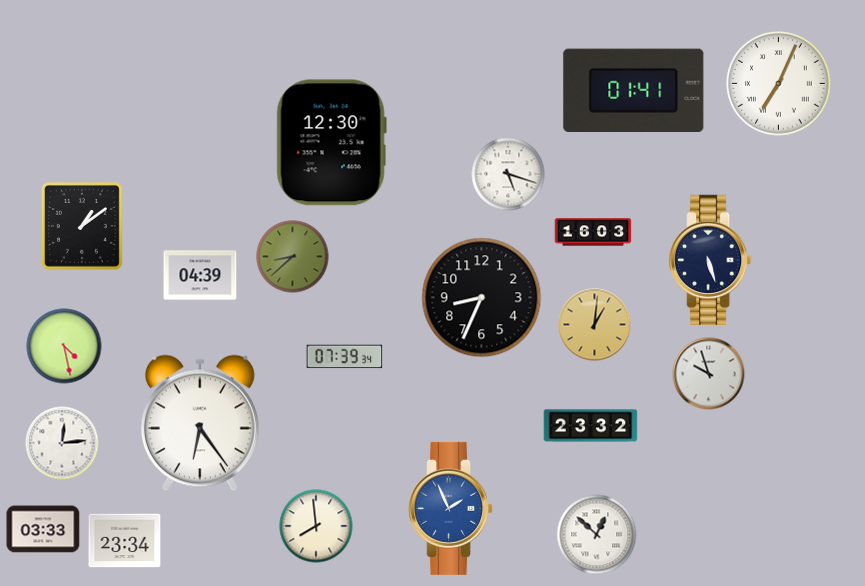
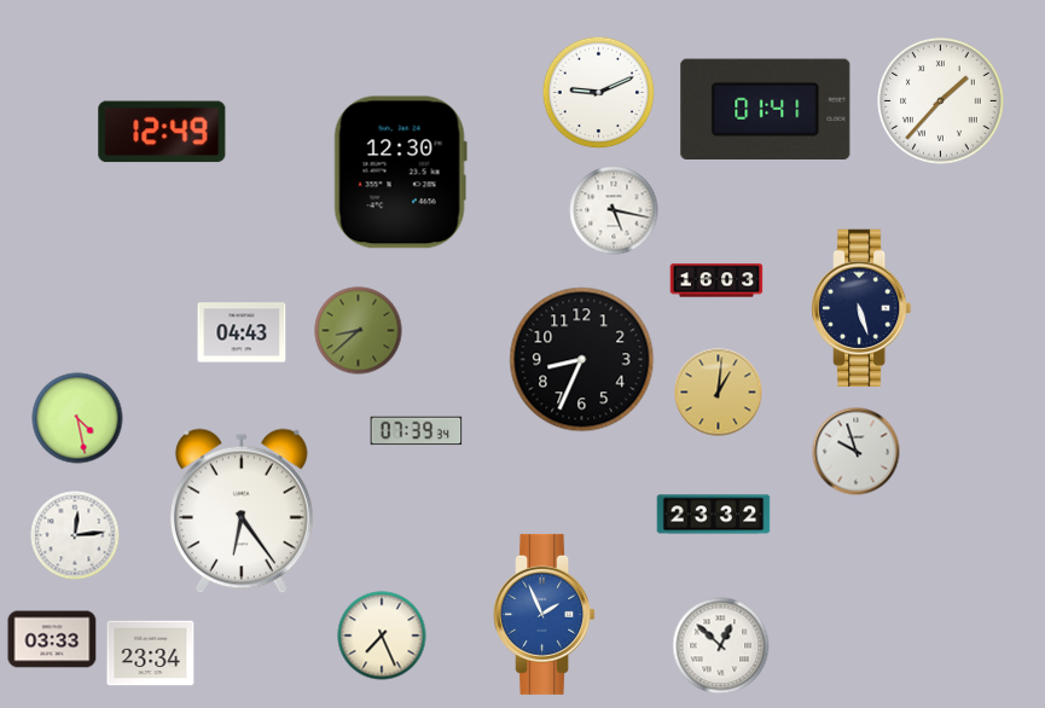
clock at (599, 93): none -> 9:11
clock at (779, 84): 7:04 -> 1:37
clock at (162, 132): none -> 12:49
clock at (508, 174): 5:18 -> 5:17
clock at (83, 227): 1:09 -> none
clock at (293, 257) position: (293, 257) -> (359, 331)
clock at (711, 259) position: (711, 259) -> (863, 307)
clock at (200, 275): 04:39 -> 04:43
clock at (316, 526): 7:59 -> 7:26
